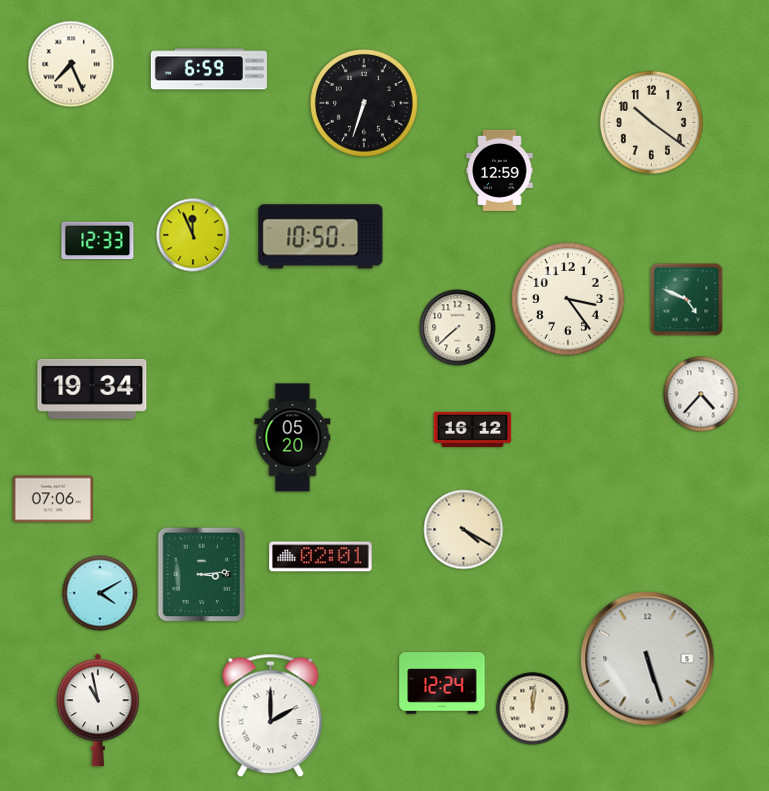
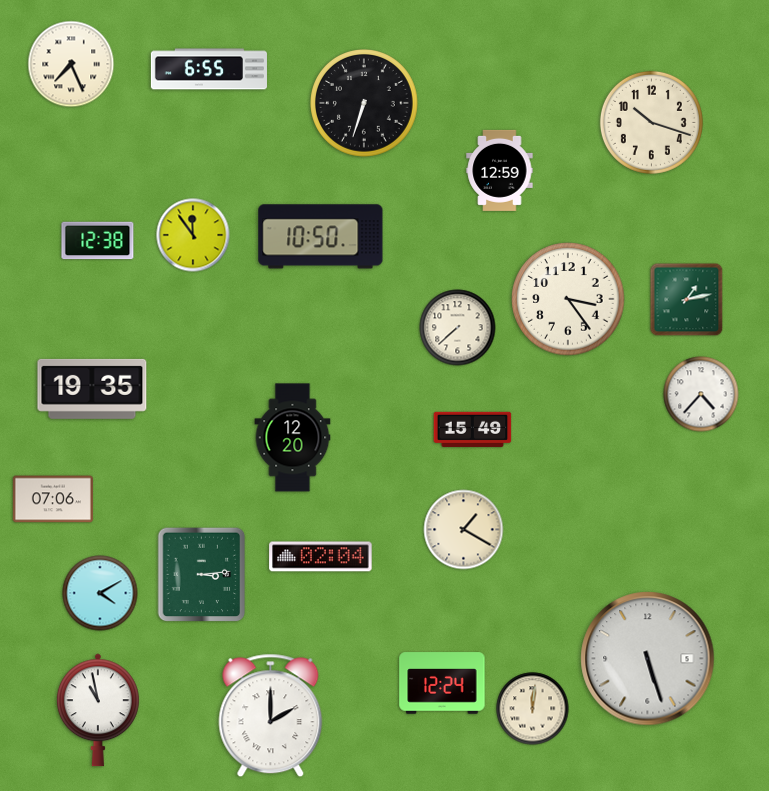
clock at (209, 69): 6:59 -> 6:55
clock at (651, 122): 10:21 -> 10:18
clock at (193, 235): 11:56 -> 11:54
clock at (98, 241): 12:33 -> 12:38
clock at (687, 300): 4:49 -> 1:13
clock at (92, 389): 19:34 -> 19:35
clock at (473, 429): 16:12 -> 15:49
clock at (293, 438): 05:20 -> 12:20
clock at (464, 530): 4:20 -> 1:20
clock at (321, 557): 02:01 -> 02:04
